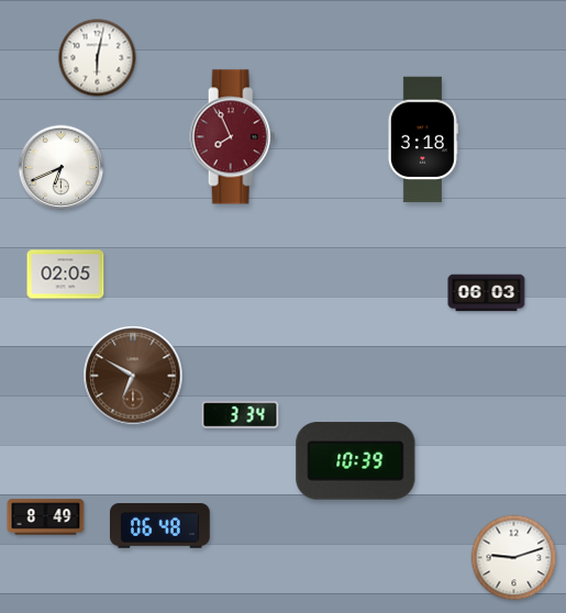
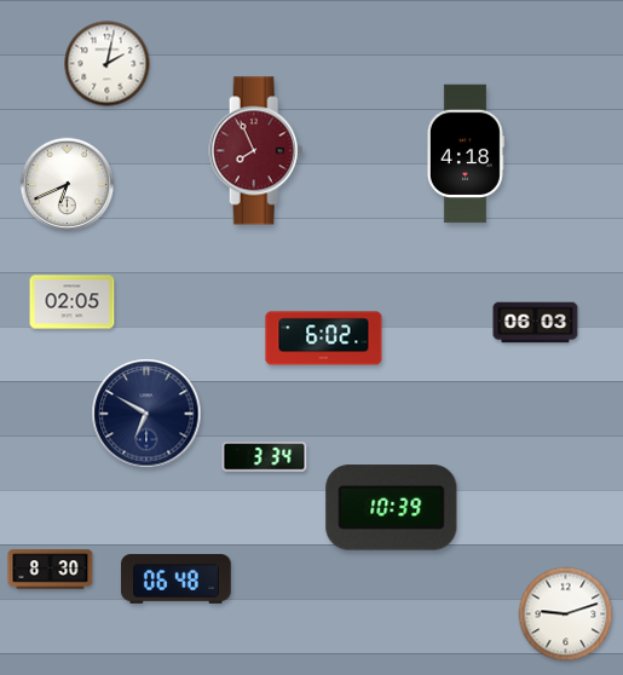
clock at (98, 58): 6:02 -> 2:02
clock at (423, 140): 3:18 -> 4:18
clock at (324, 339): none -> 6:02
clock at (133, 376) dial: brown -> navy
clock at (46, 517): 8:49 -> 8:30
